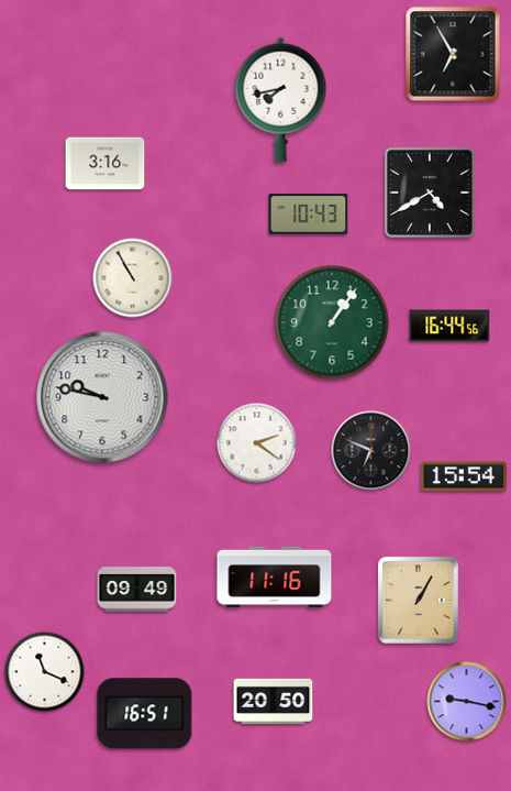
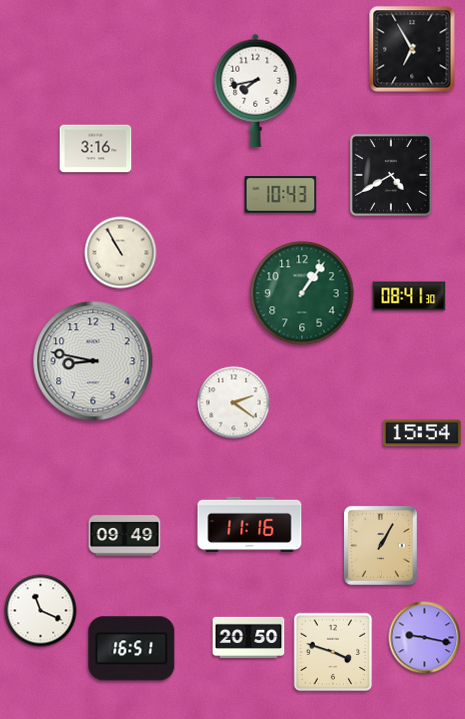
clock at (449, 326): 16:44 -> 08:41
clock at (102, 397): 9:47 -> 8:47
clock at (371, 451): 6:49 -> none
clock at (333, 652): none -> 3:48
